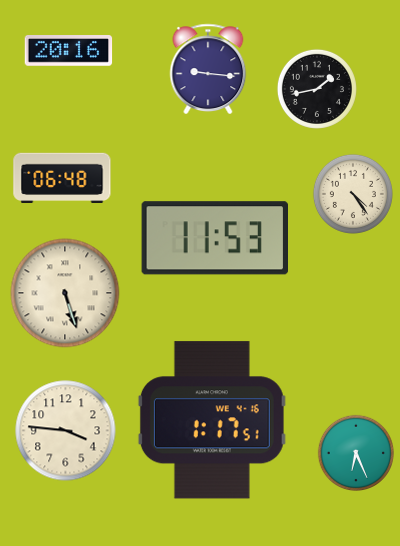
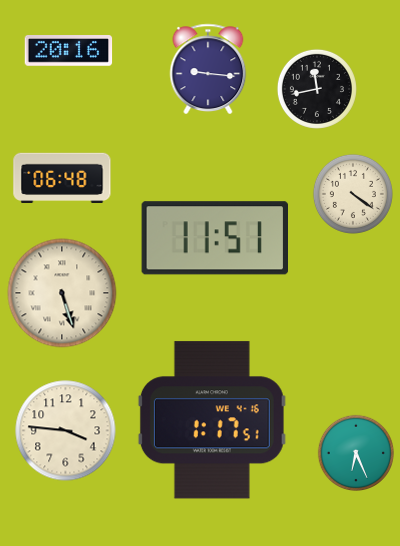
clock at (317, 89): 1:43 -> 11:43
clock at (353, 194): 4:24 -> 4:21
clock at (214, 238): 11:53 -> 11:51
clock at (65, 293) position: (65, 293) -> (62, 293)
